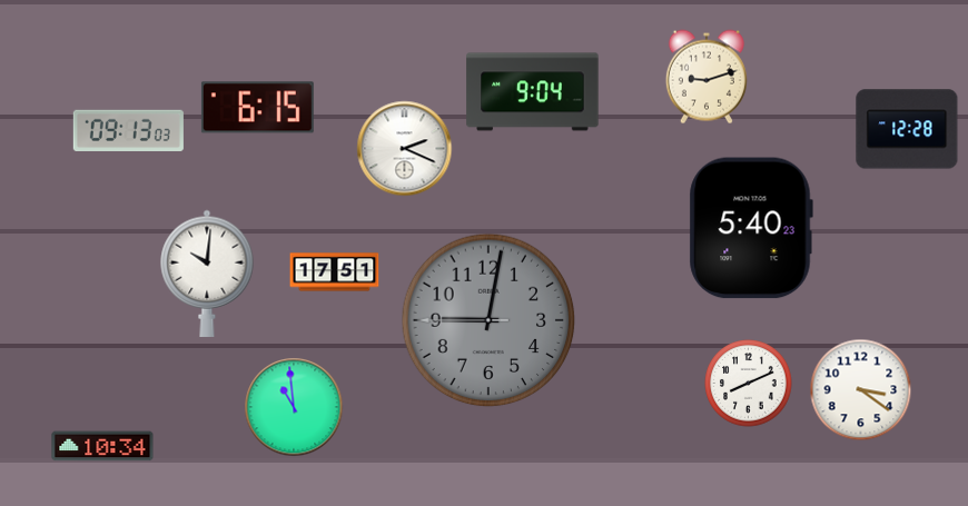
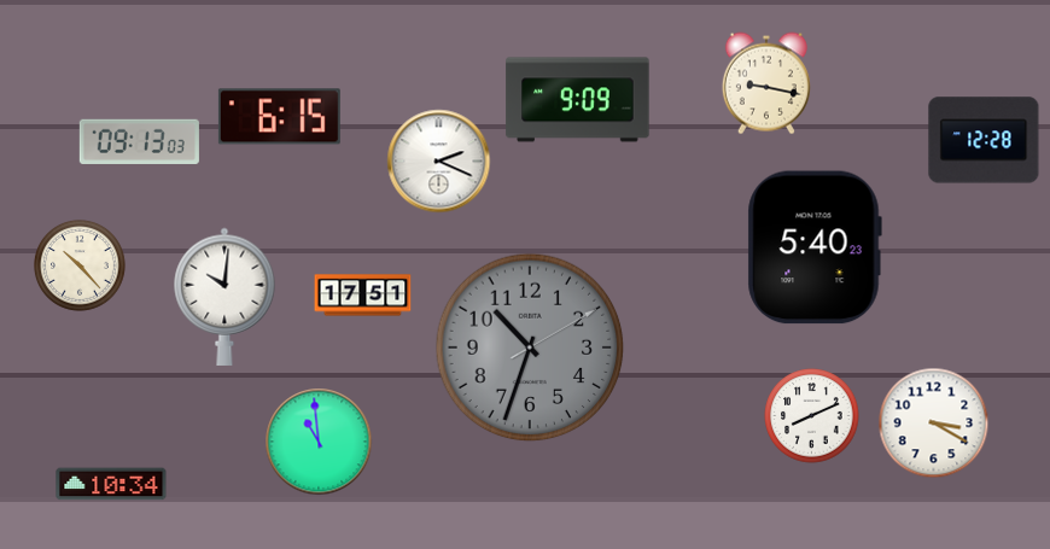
clock at (707, 77): 9:12 -> 9:17
clock at (533, 92): 9:04 -> 9:09
clock at (80, 265): none -> 10:23
clock at (488, 320): 9:01 -> 10:33
clock at (861, 390): 3:21 -> 3:20
